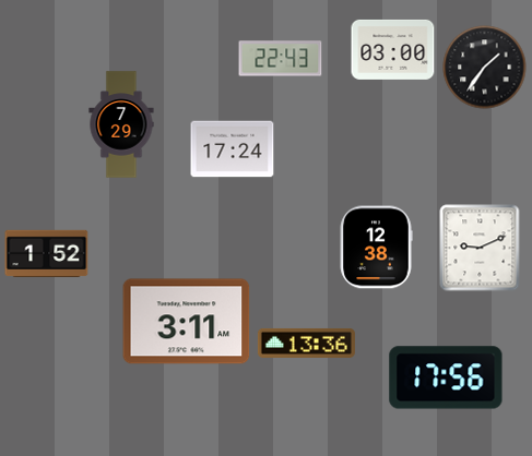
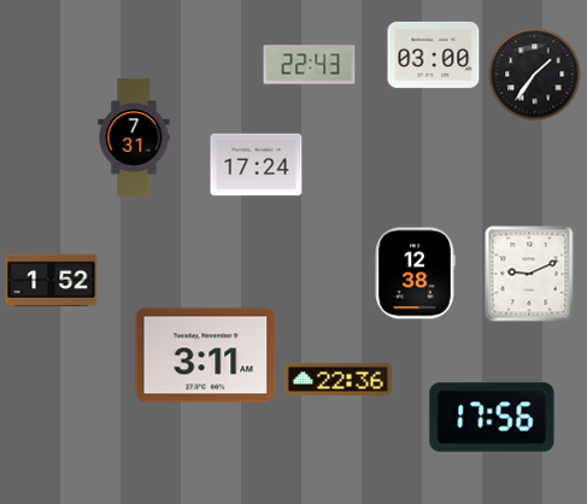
clock at (121, 124): 7:29 -> 7:31
clock at (306, 343): 13:36 -> 22:36
